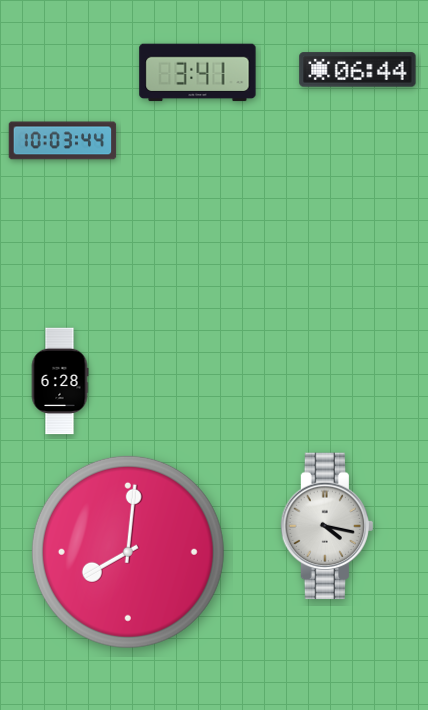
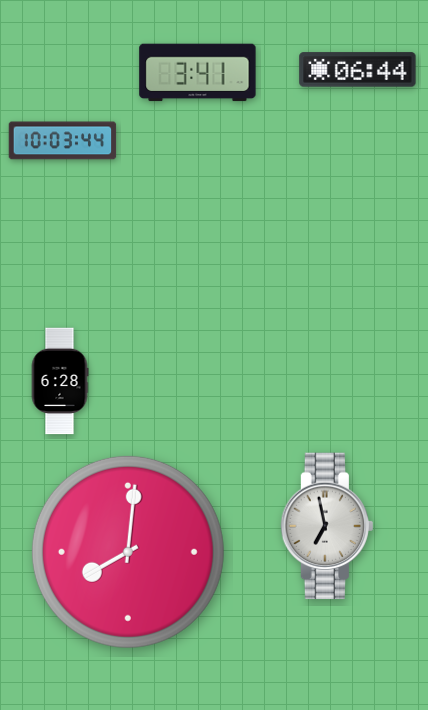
clock at (326, 526): 4:17 -> 6:58
